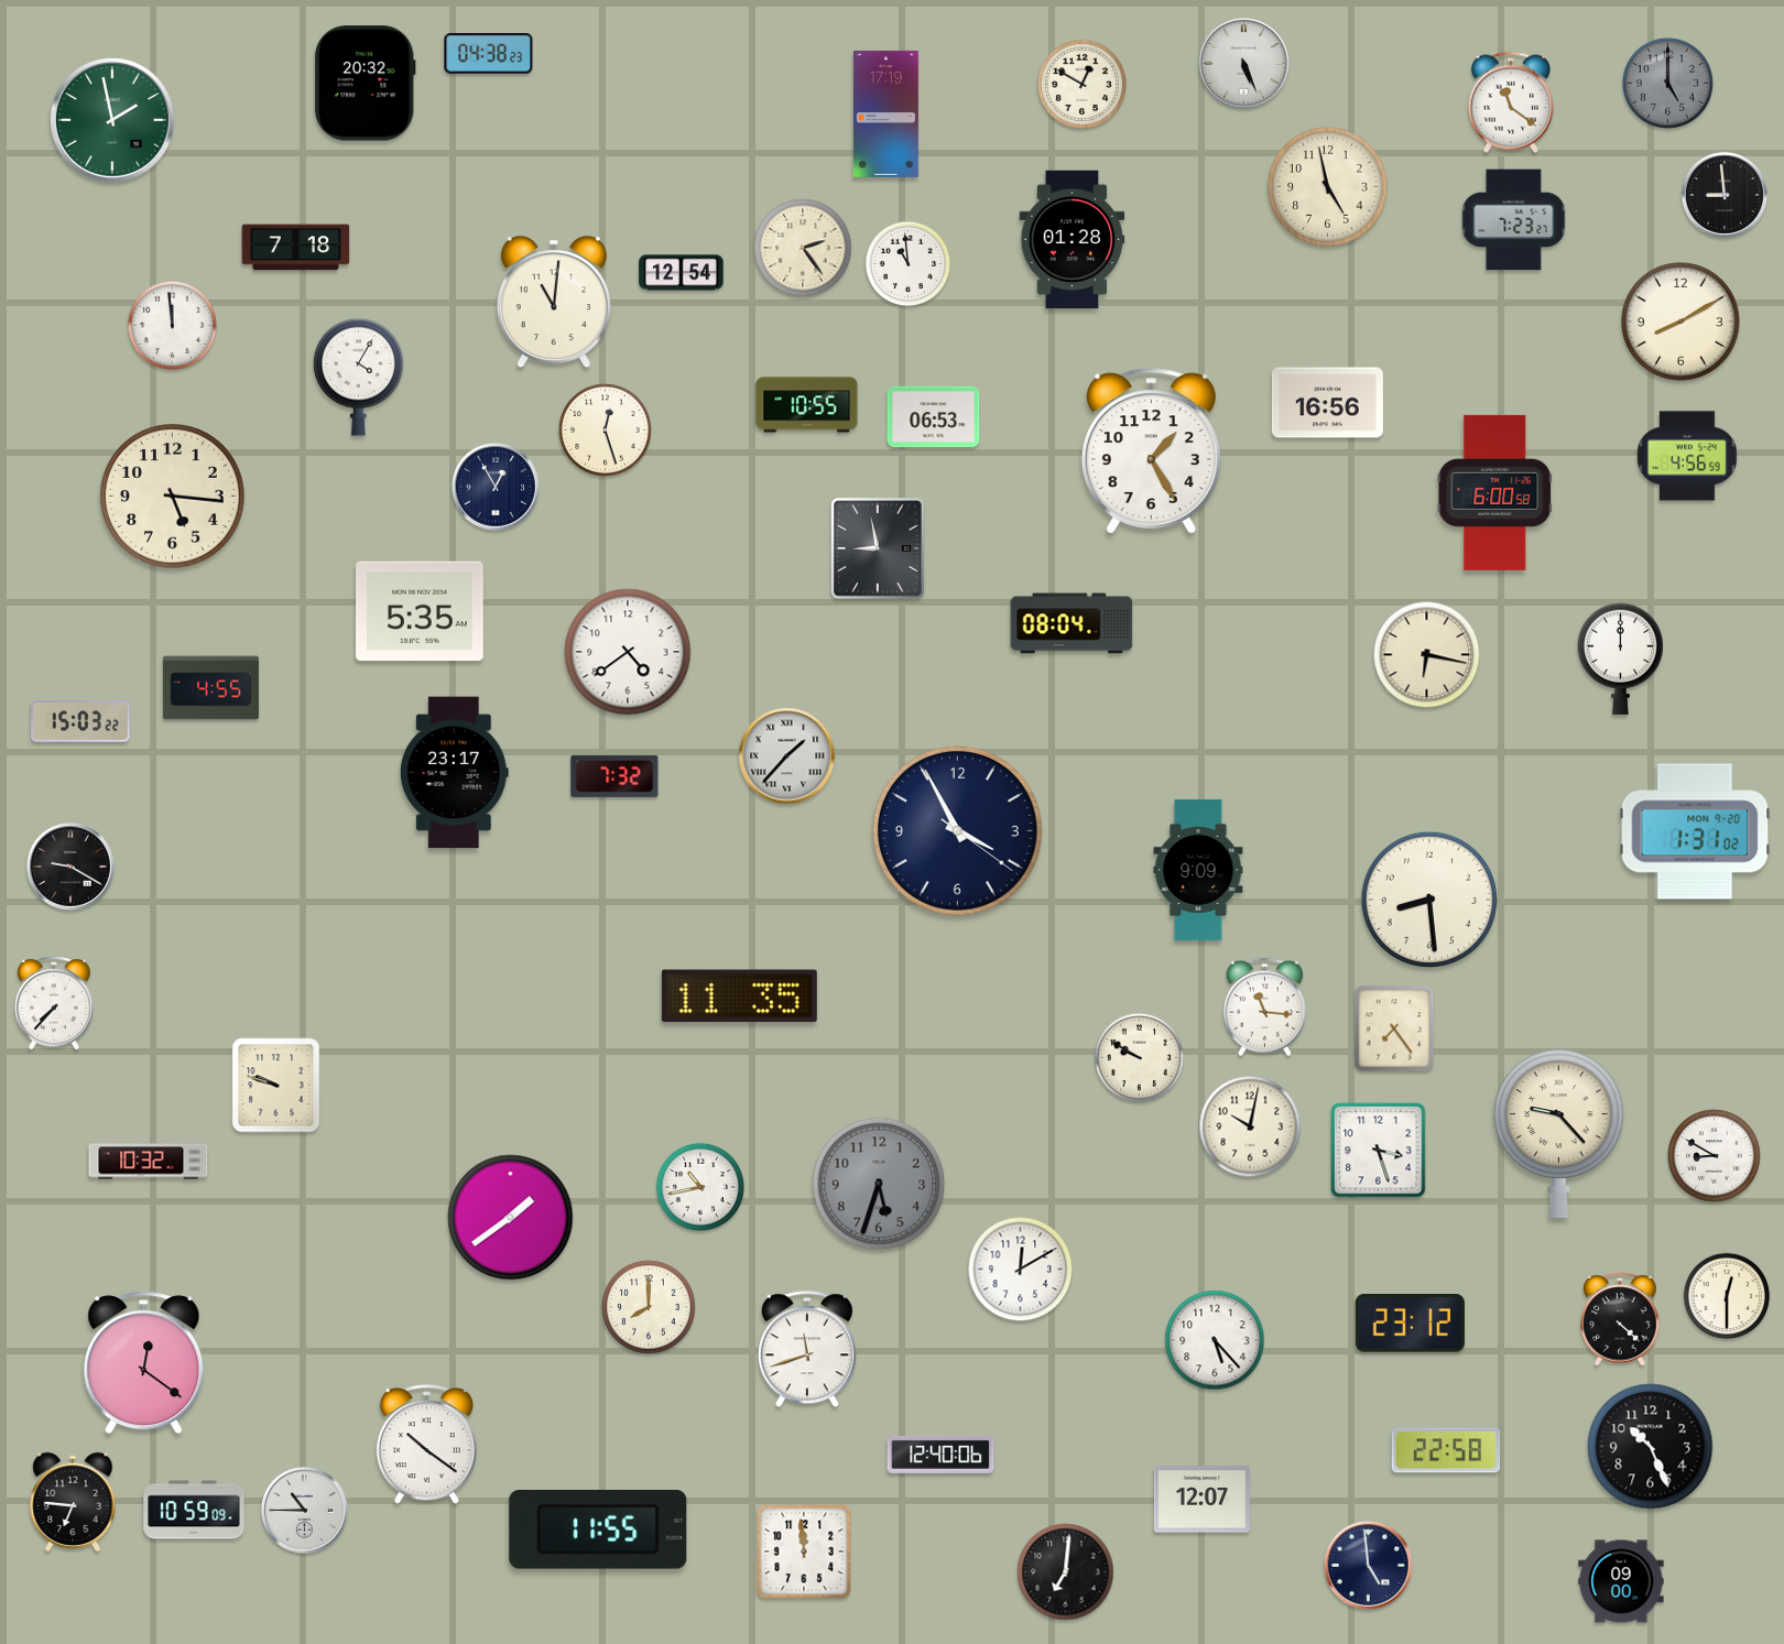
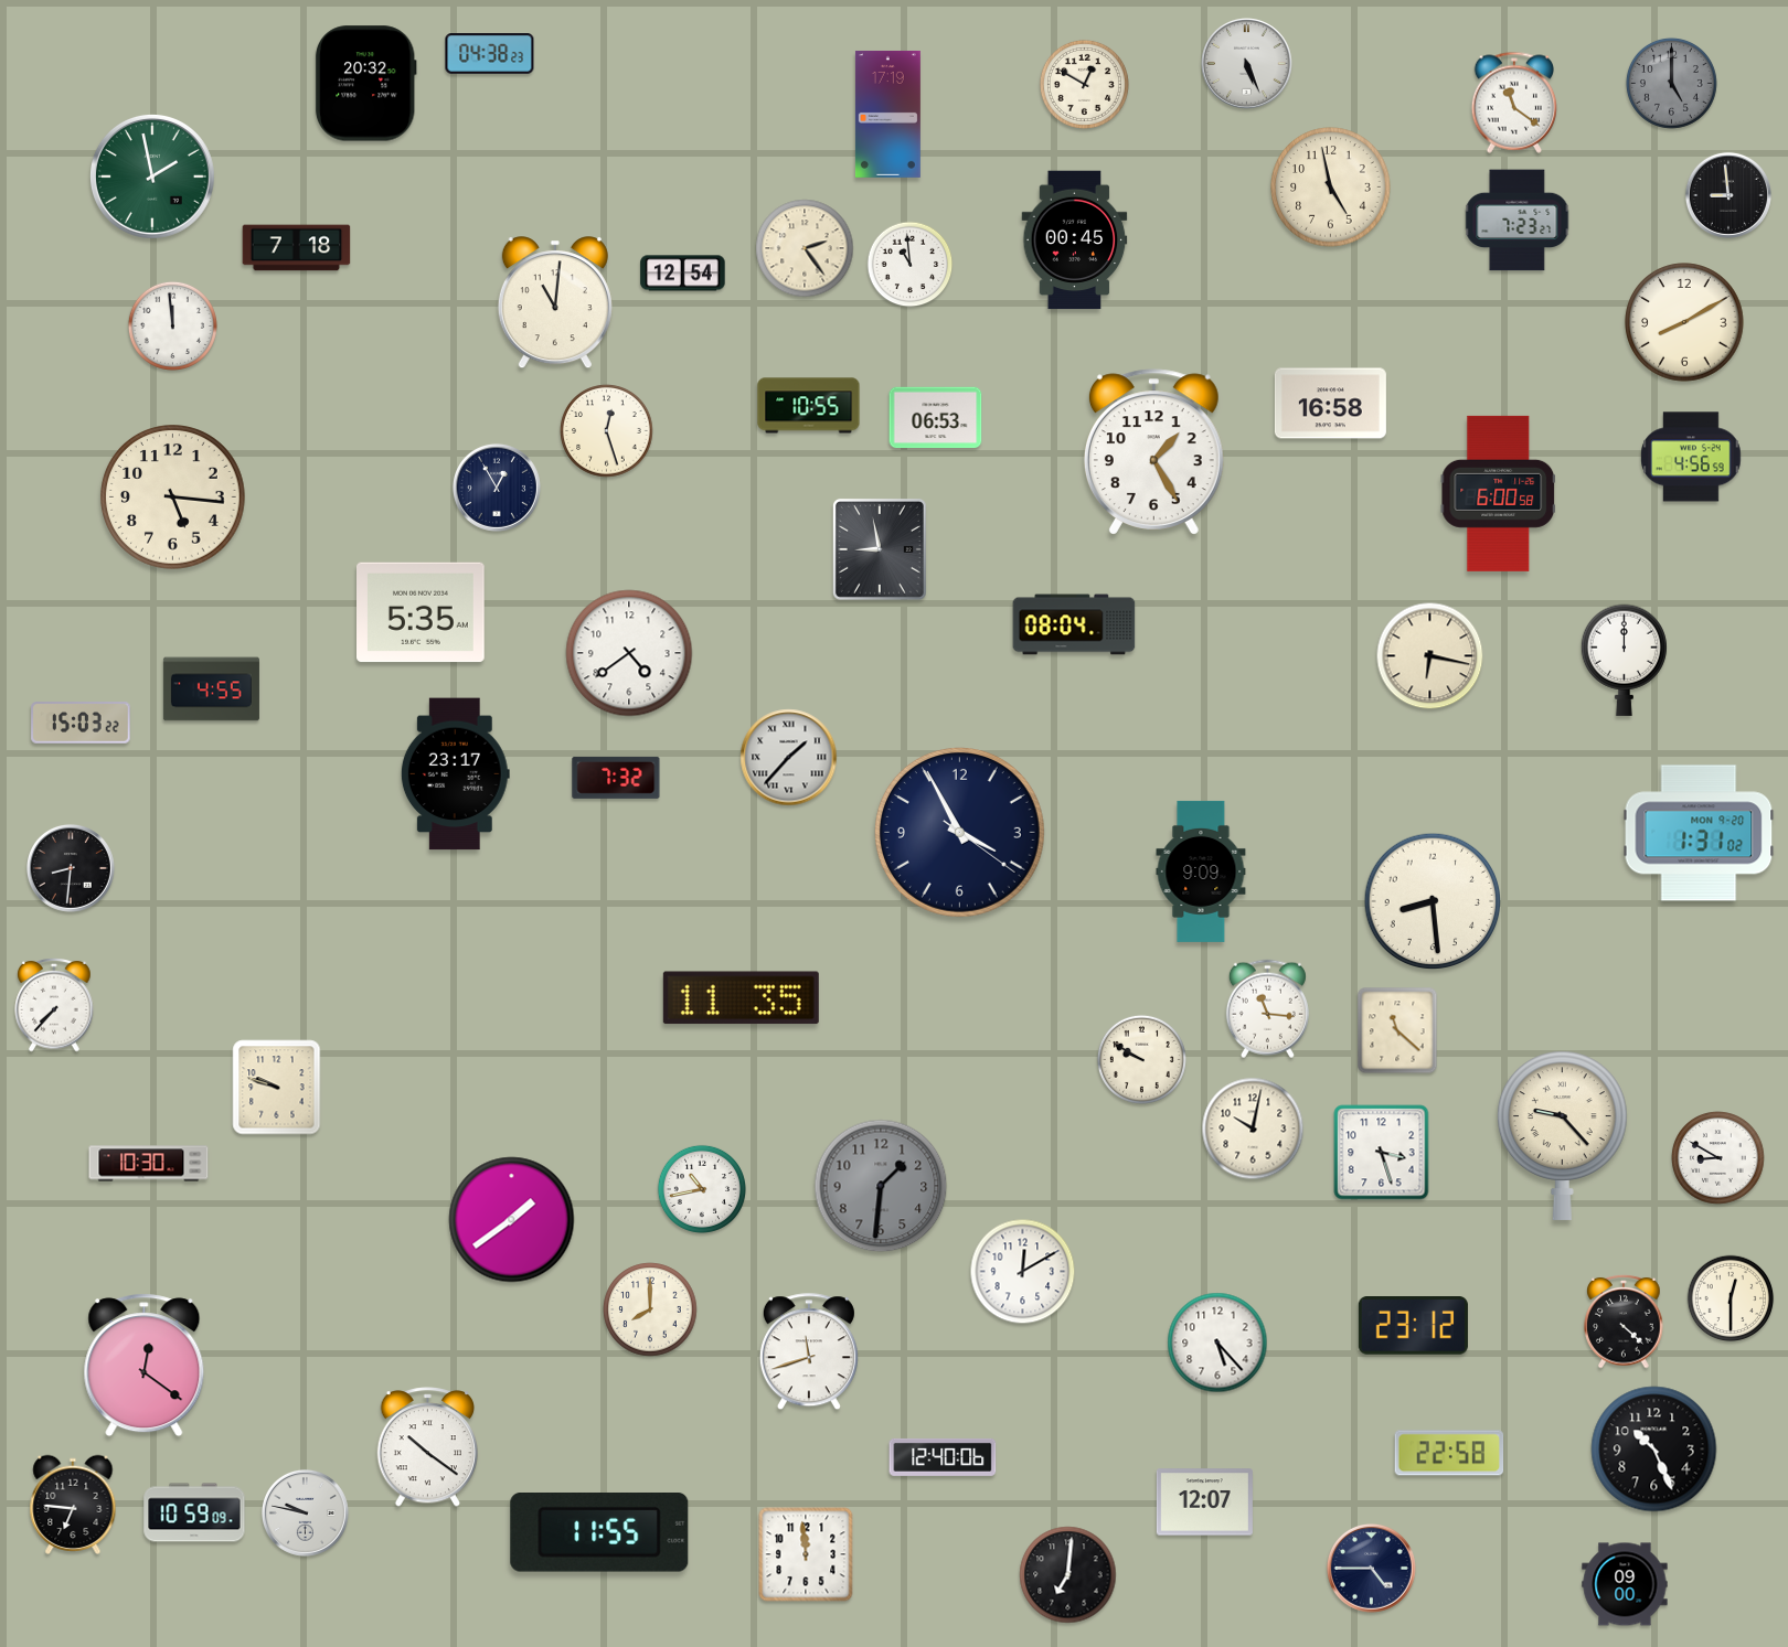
clock at (113, 121) position: (113, 121) -> (153, 178)
clock at (1073, 240): 01:28 -> 00:45
clock at (358, 377): 4:05 -> none
clock at (1327, 403): 16:56 -> 16:58
clock at (70, 867): 9:20 -> 8:31
clock at (1394, 1028): 7:24 -> 11:22
clock at (149, 1162): 10:32 -> 10:30
clock at (879, 1184): 5:33 -> 1:31
clock at (304, 1510): 10:45 -> 9:47
clock at (1369, 1566): 4:59 -> 4:45
